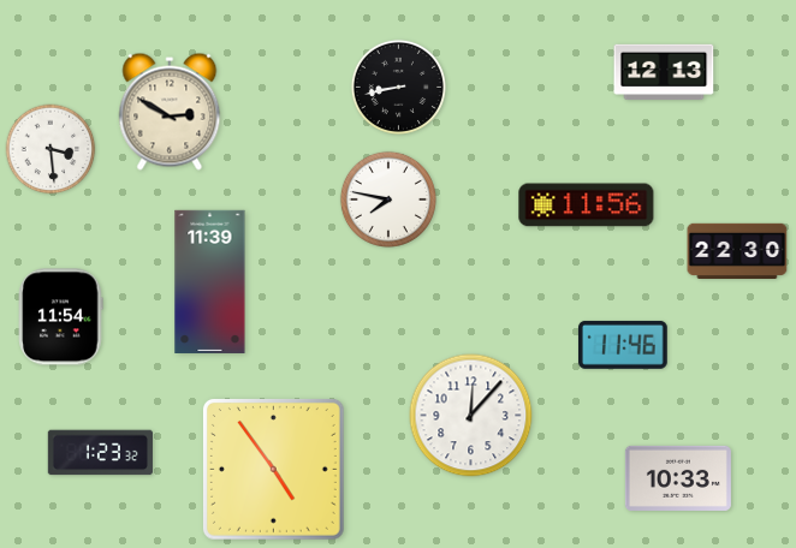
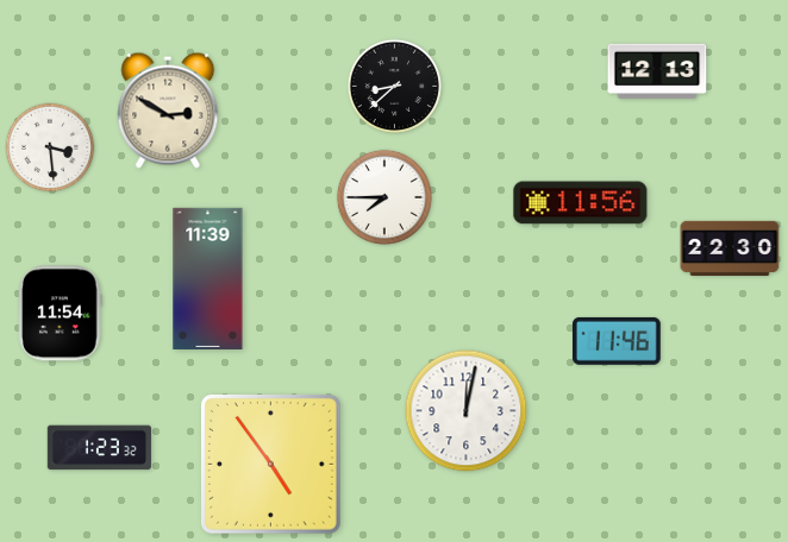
clock at (398, 87): 8:43 -> 8:38
clock at (388, 199): 7:47 -> 7:45
clock at (471, 416): 12:07 -> 12:02
clock at (678, 478): 10:33 -> none
